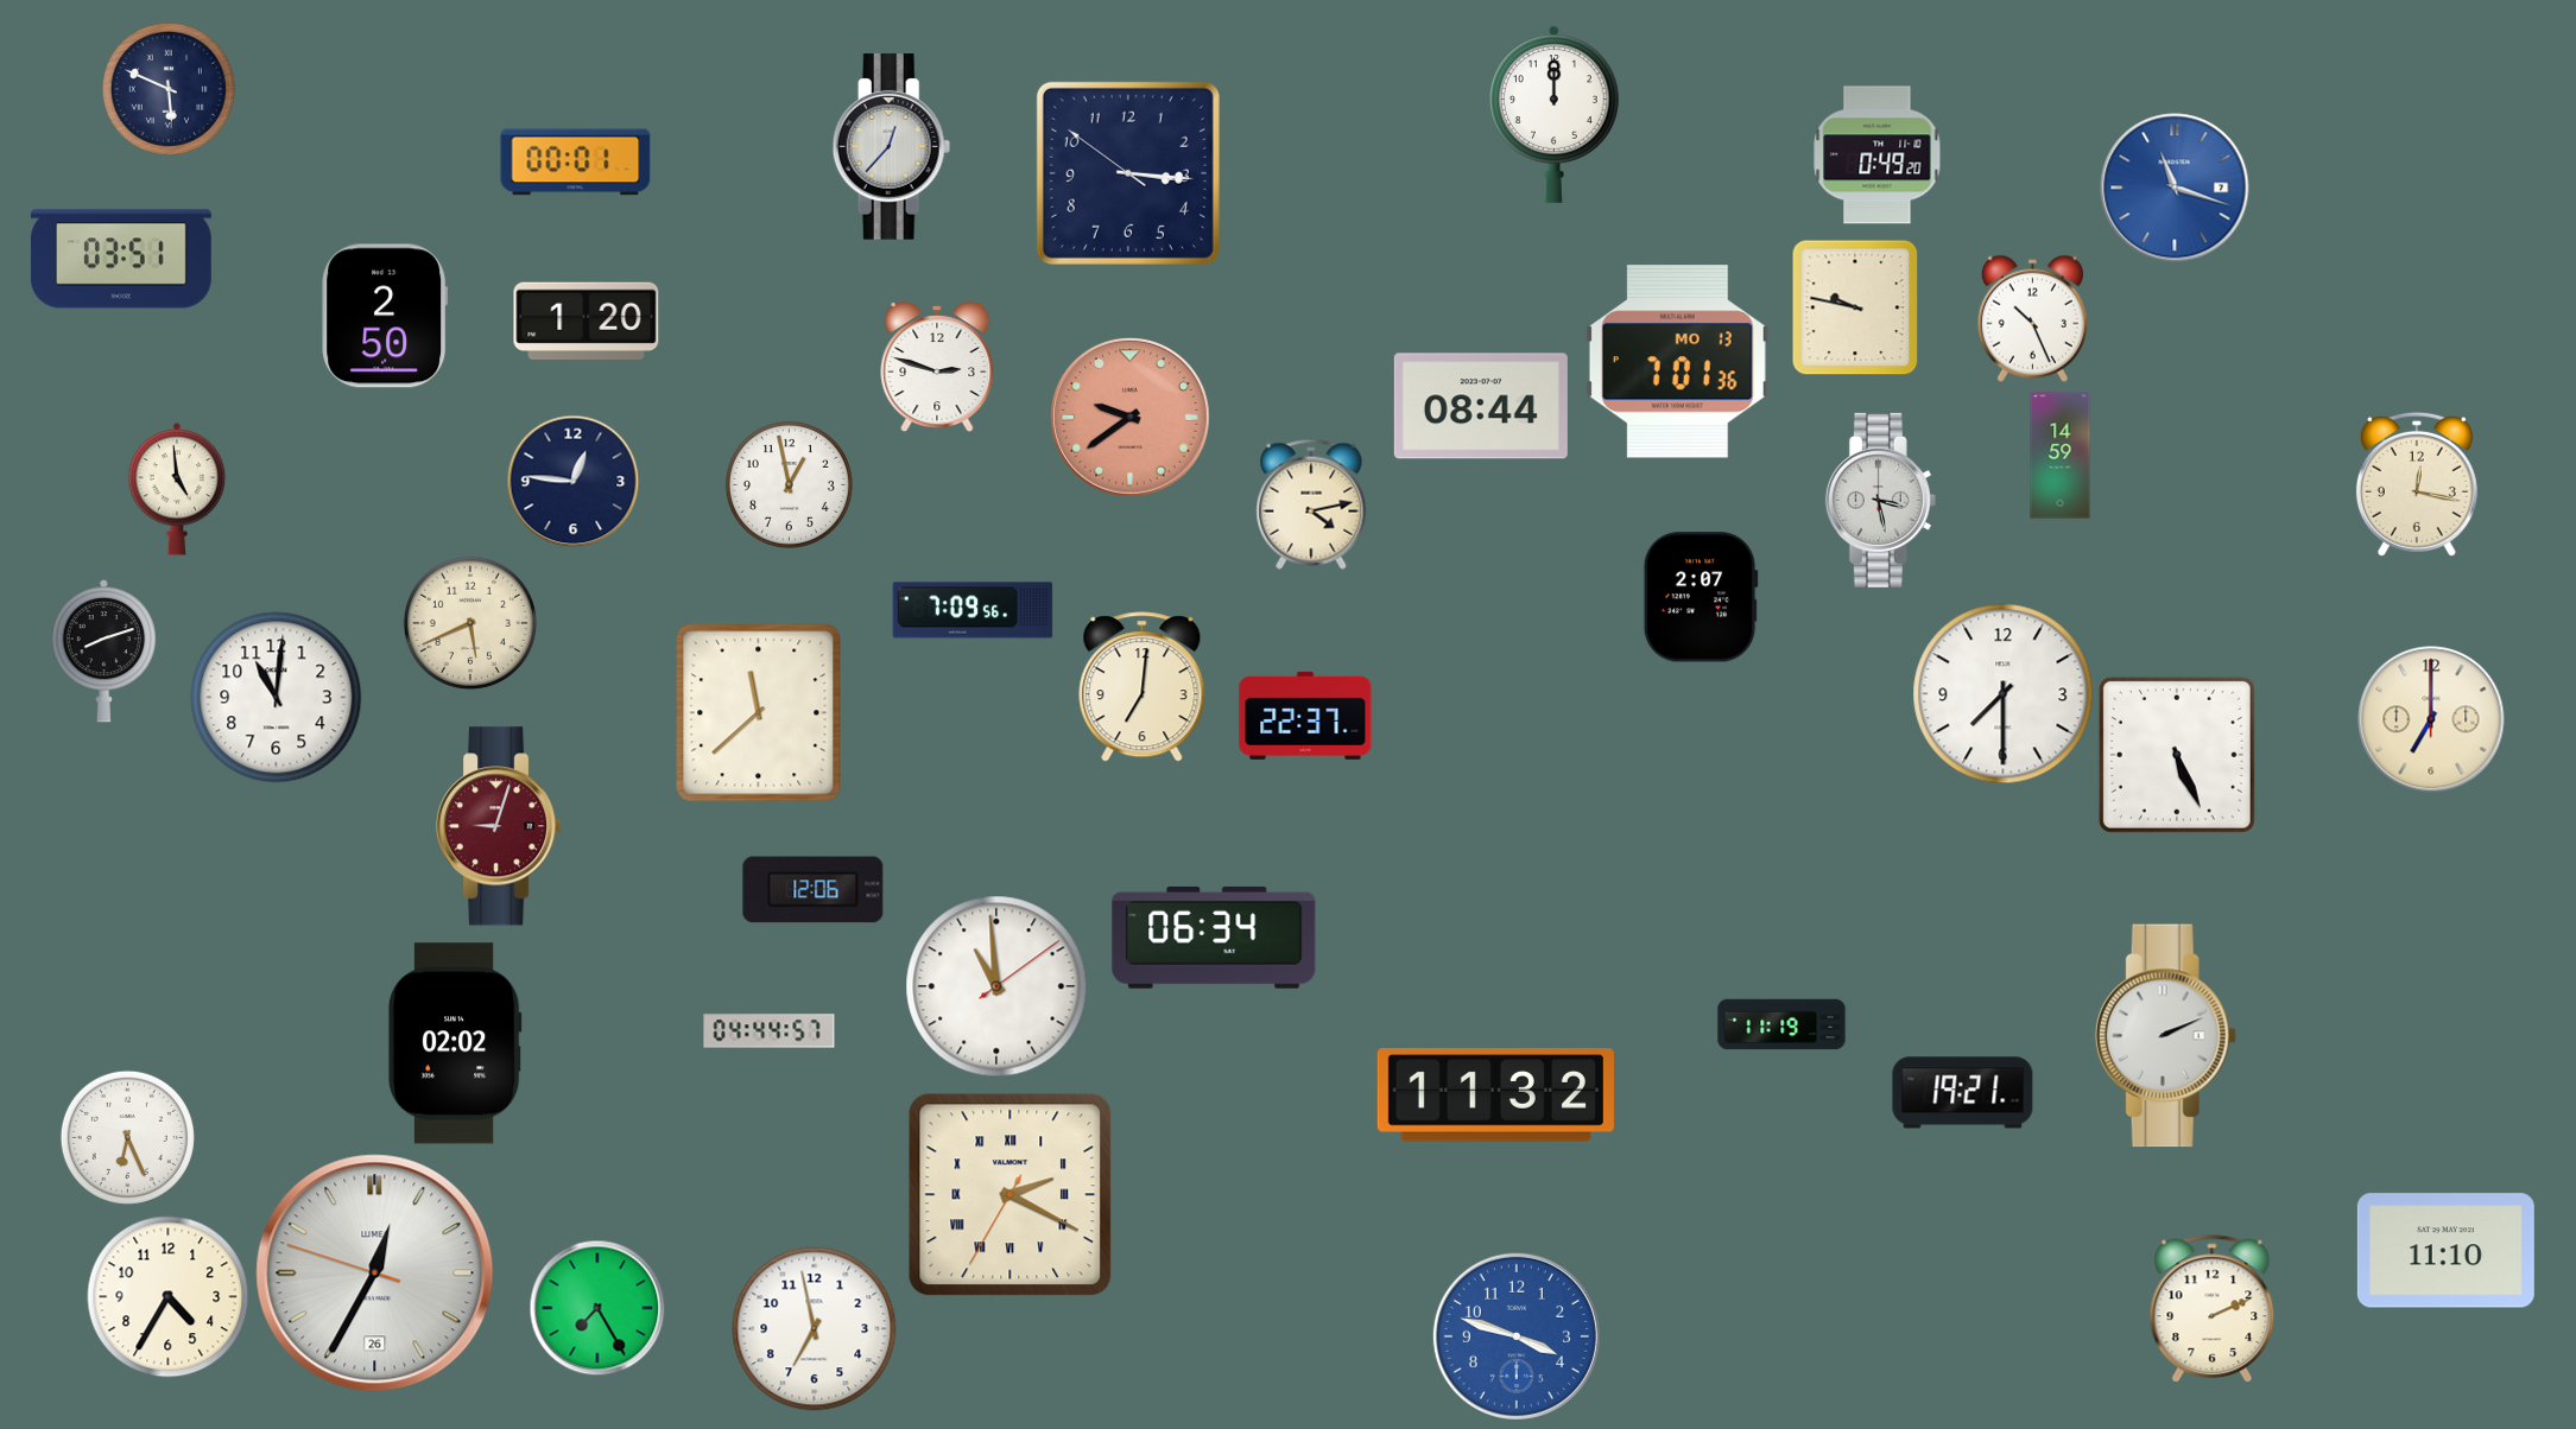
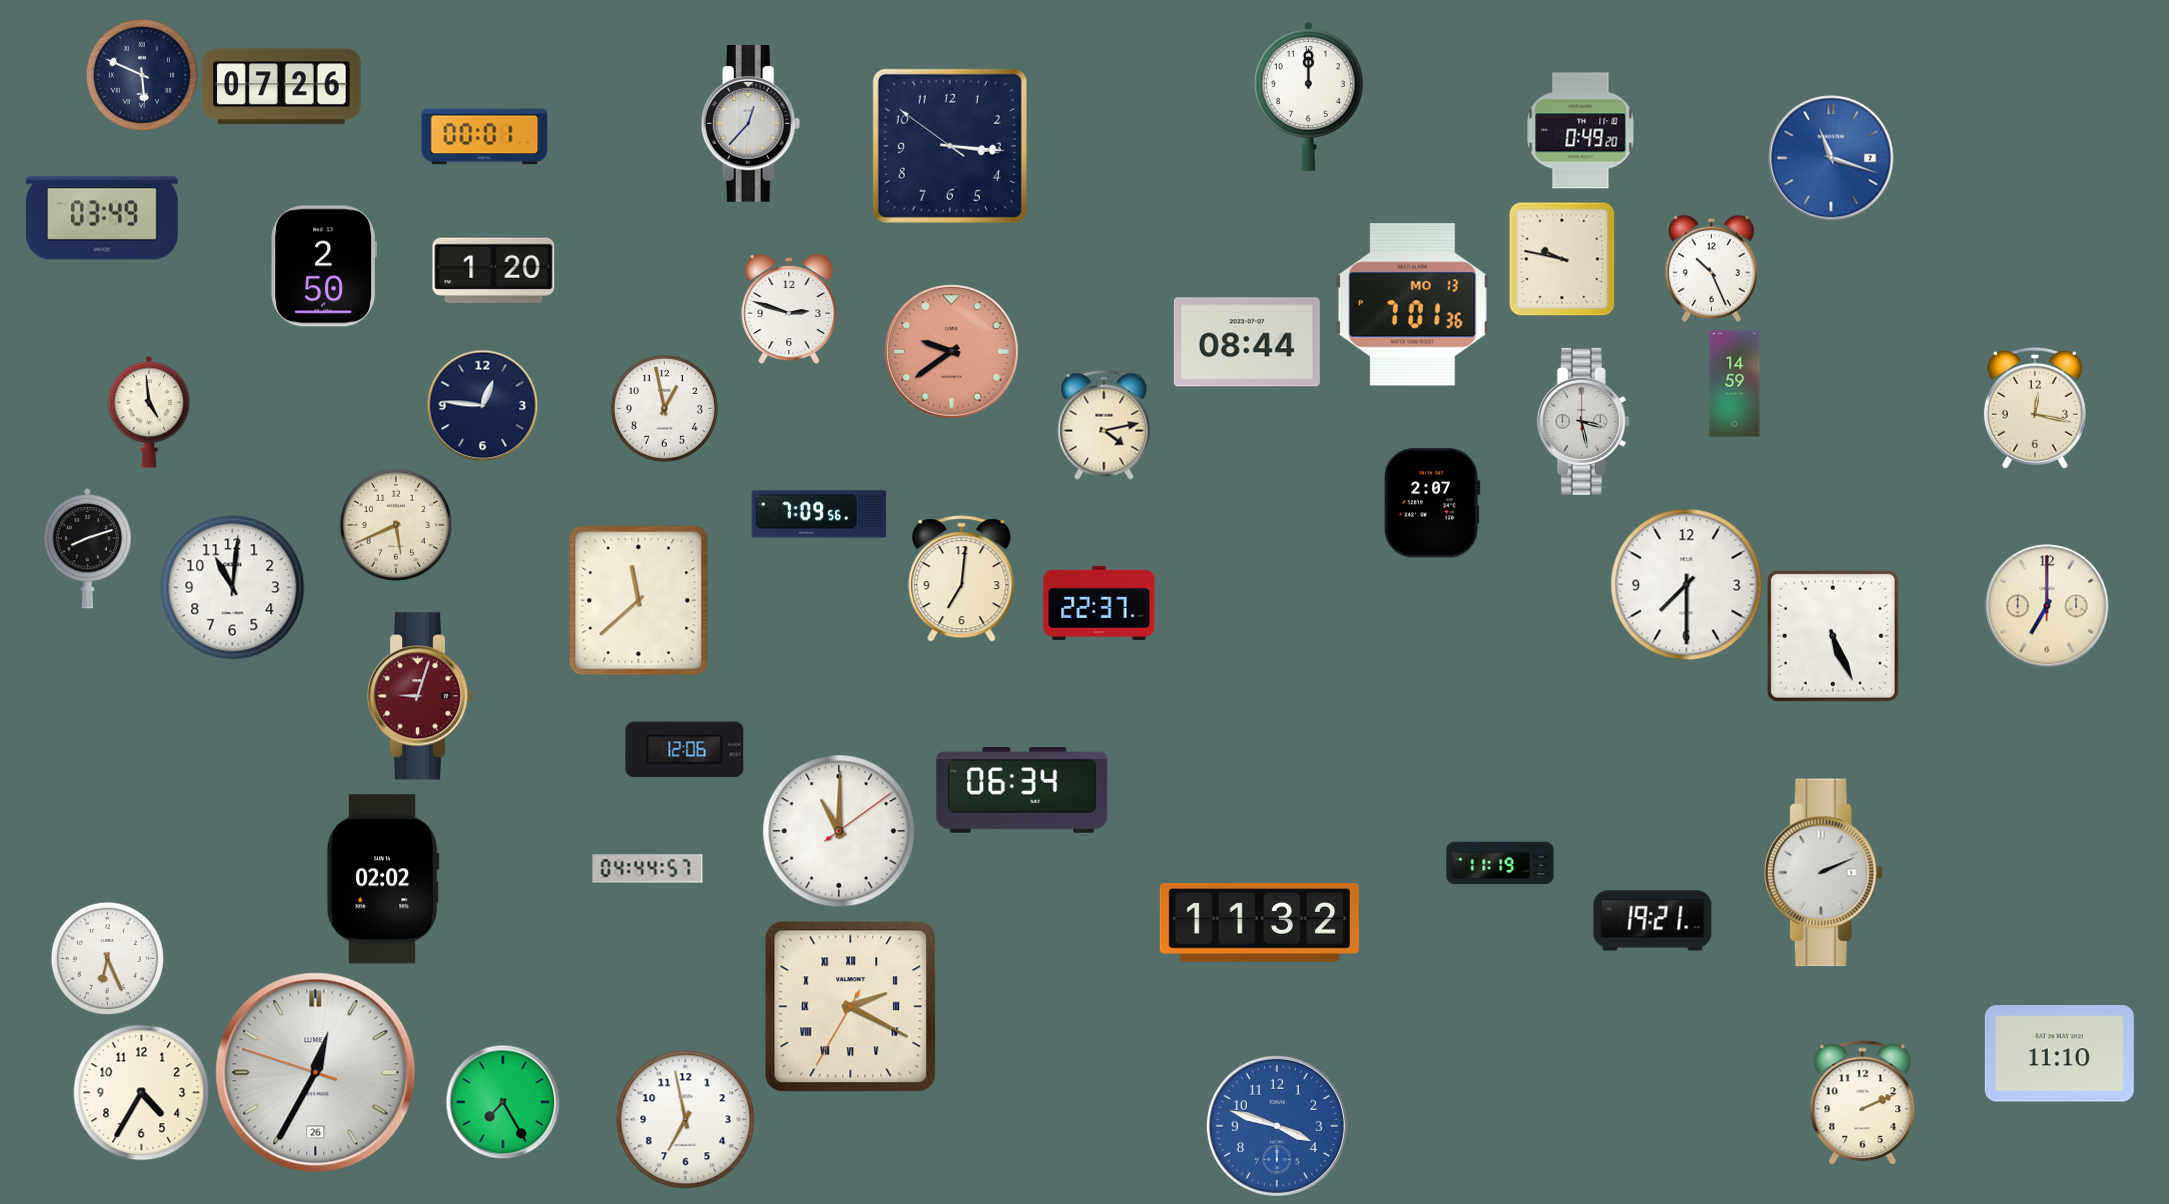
clock at (282, 87): none -> 07:26
clock at (121, 259): 03:51 -> 03:49
clock at (996, 986): 10:59 -> 11:00
